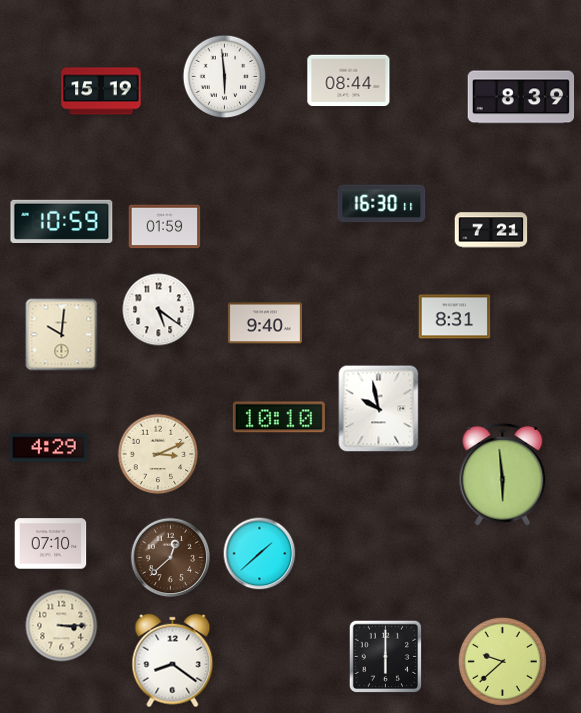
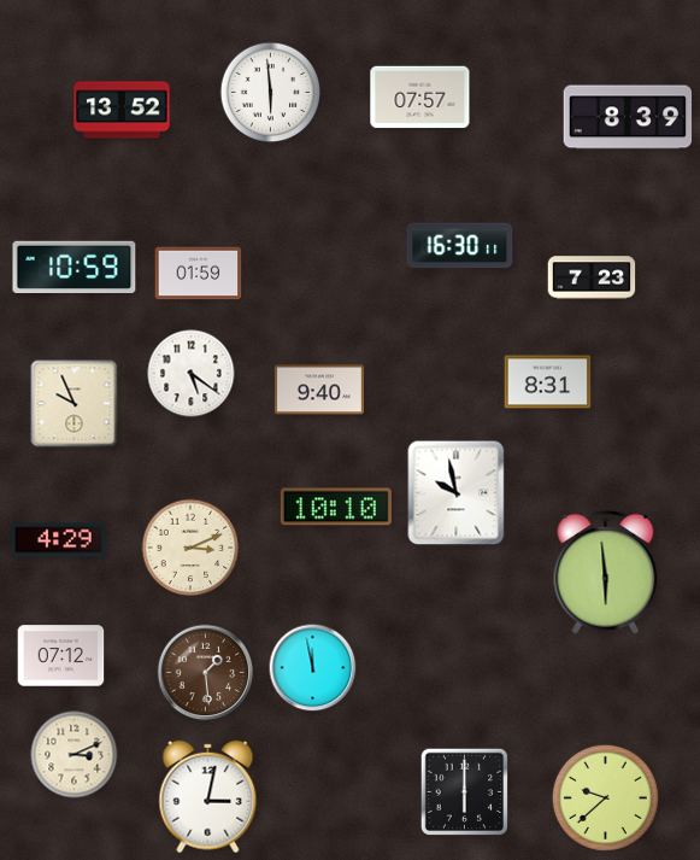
clock at (349, 81): 08:44 -> 07:57
clock at (101, 91): 15:19 -> 13:52
clock at (491, 230): 7:21 -> 7:23
clock at (62, 335): 10:01 -> 9:56
clock at (279, 417) position: (279, 417) -> (336, 507)
clock at (51, 544): 07:10 -> 07:12
clock at (260, 554): 1:38 -> 11:58
clock at (171, 558): 12:38 -> 1:29
clock at (62, 626): 3:15 -> 3:11
clock at (173, 661): 8:21 -> 3:02
